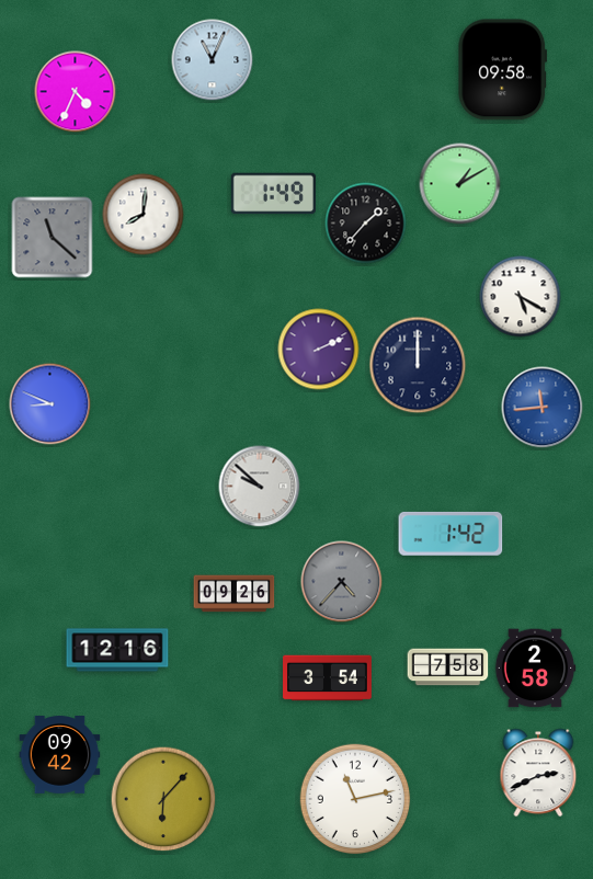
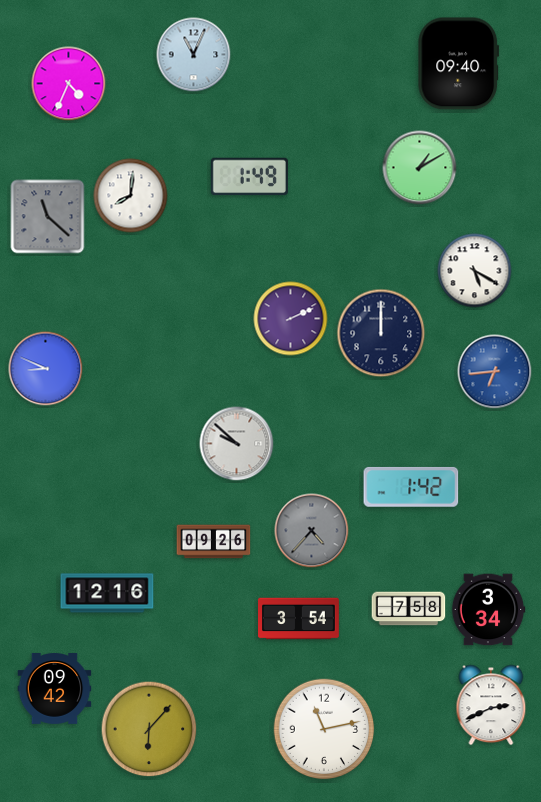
clock at (503, 70): 09:58 -> 09:40
clock at (366, 224): 1:37 -> none
clock at (543, 408): 11:44 -> 6:44
clock at (535, 669): 2:58 -> 3:34
